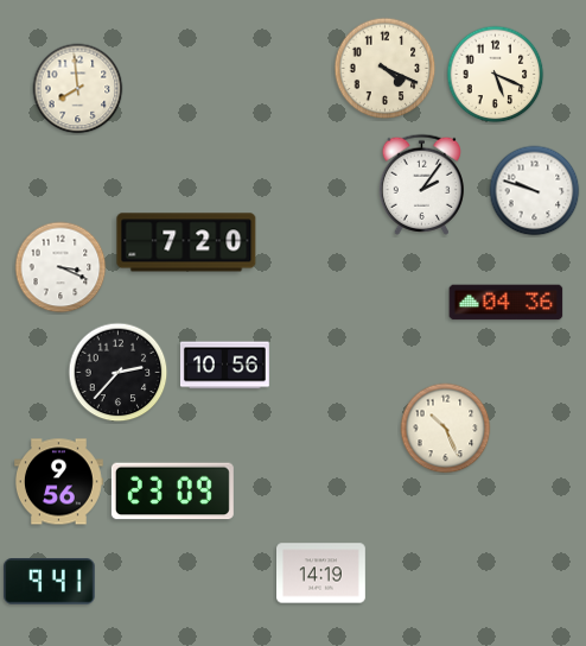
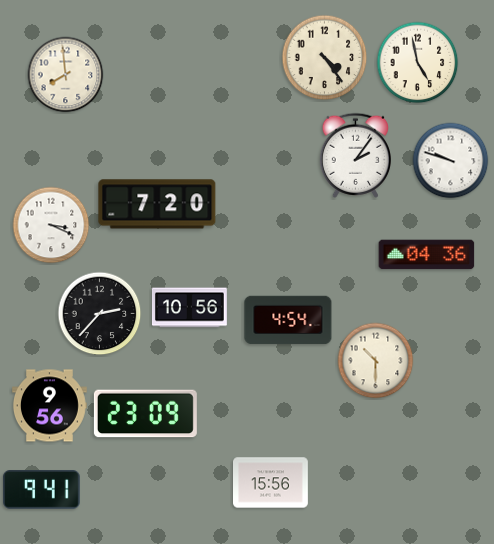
clock at (386, 69): 4:19 -> 4:24
clock at (496, 75): 5:19 -> 4:58
clock at (288, 320): none -> 4:54
clock at (446, 429): 10:26 -> 10:30
clock at (321, 574): 14:19 -> 15:56
